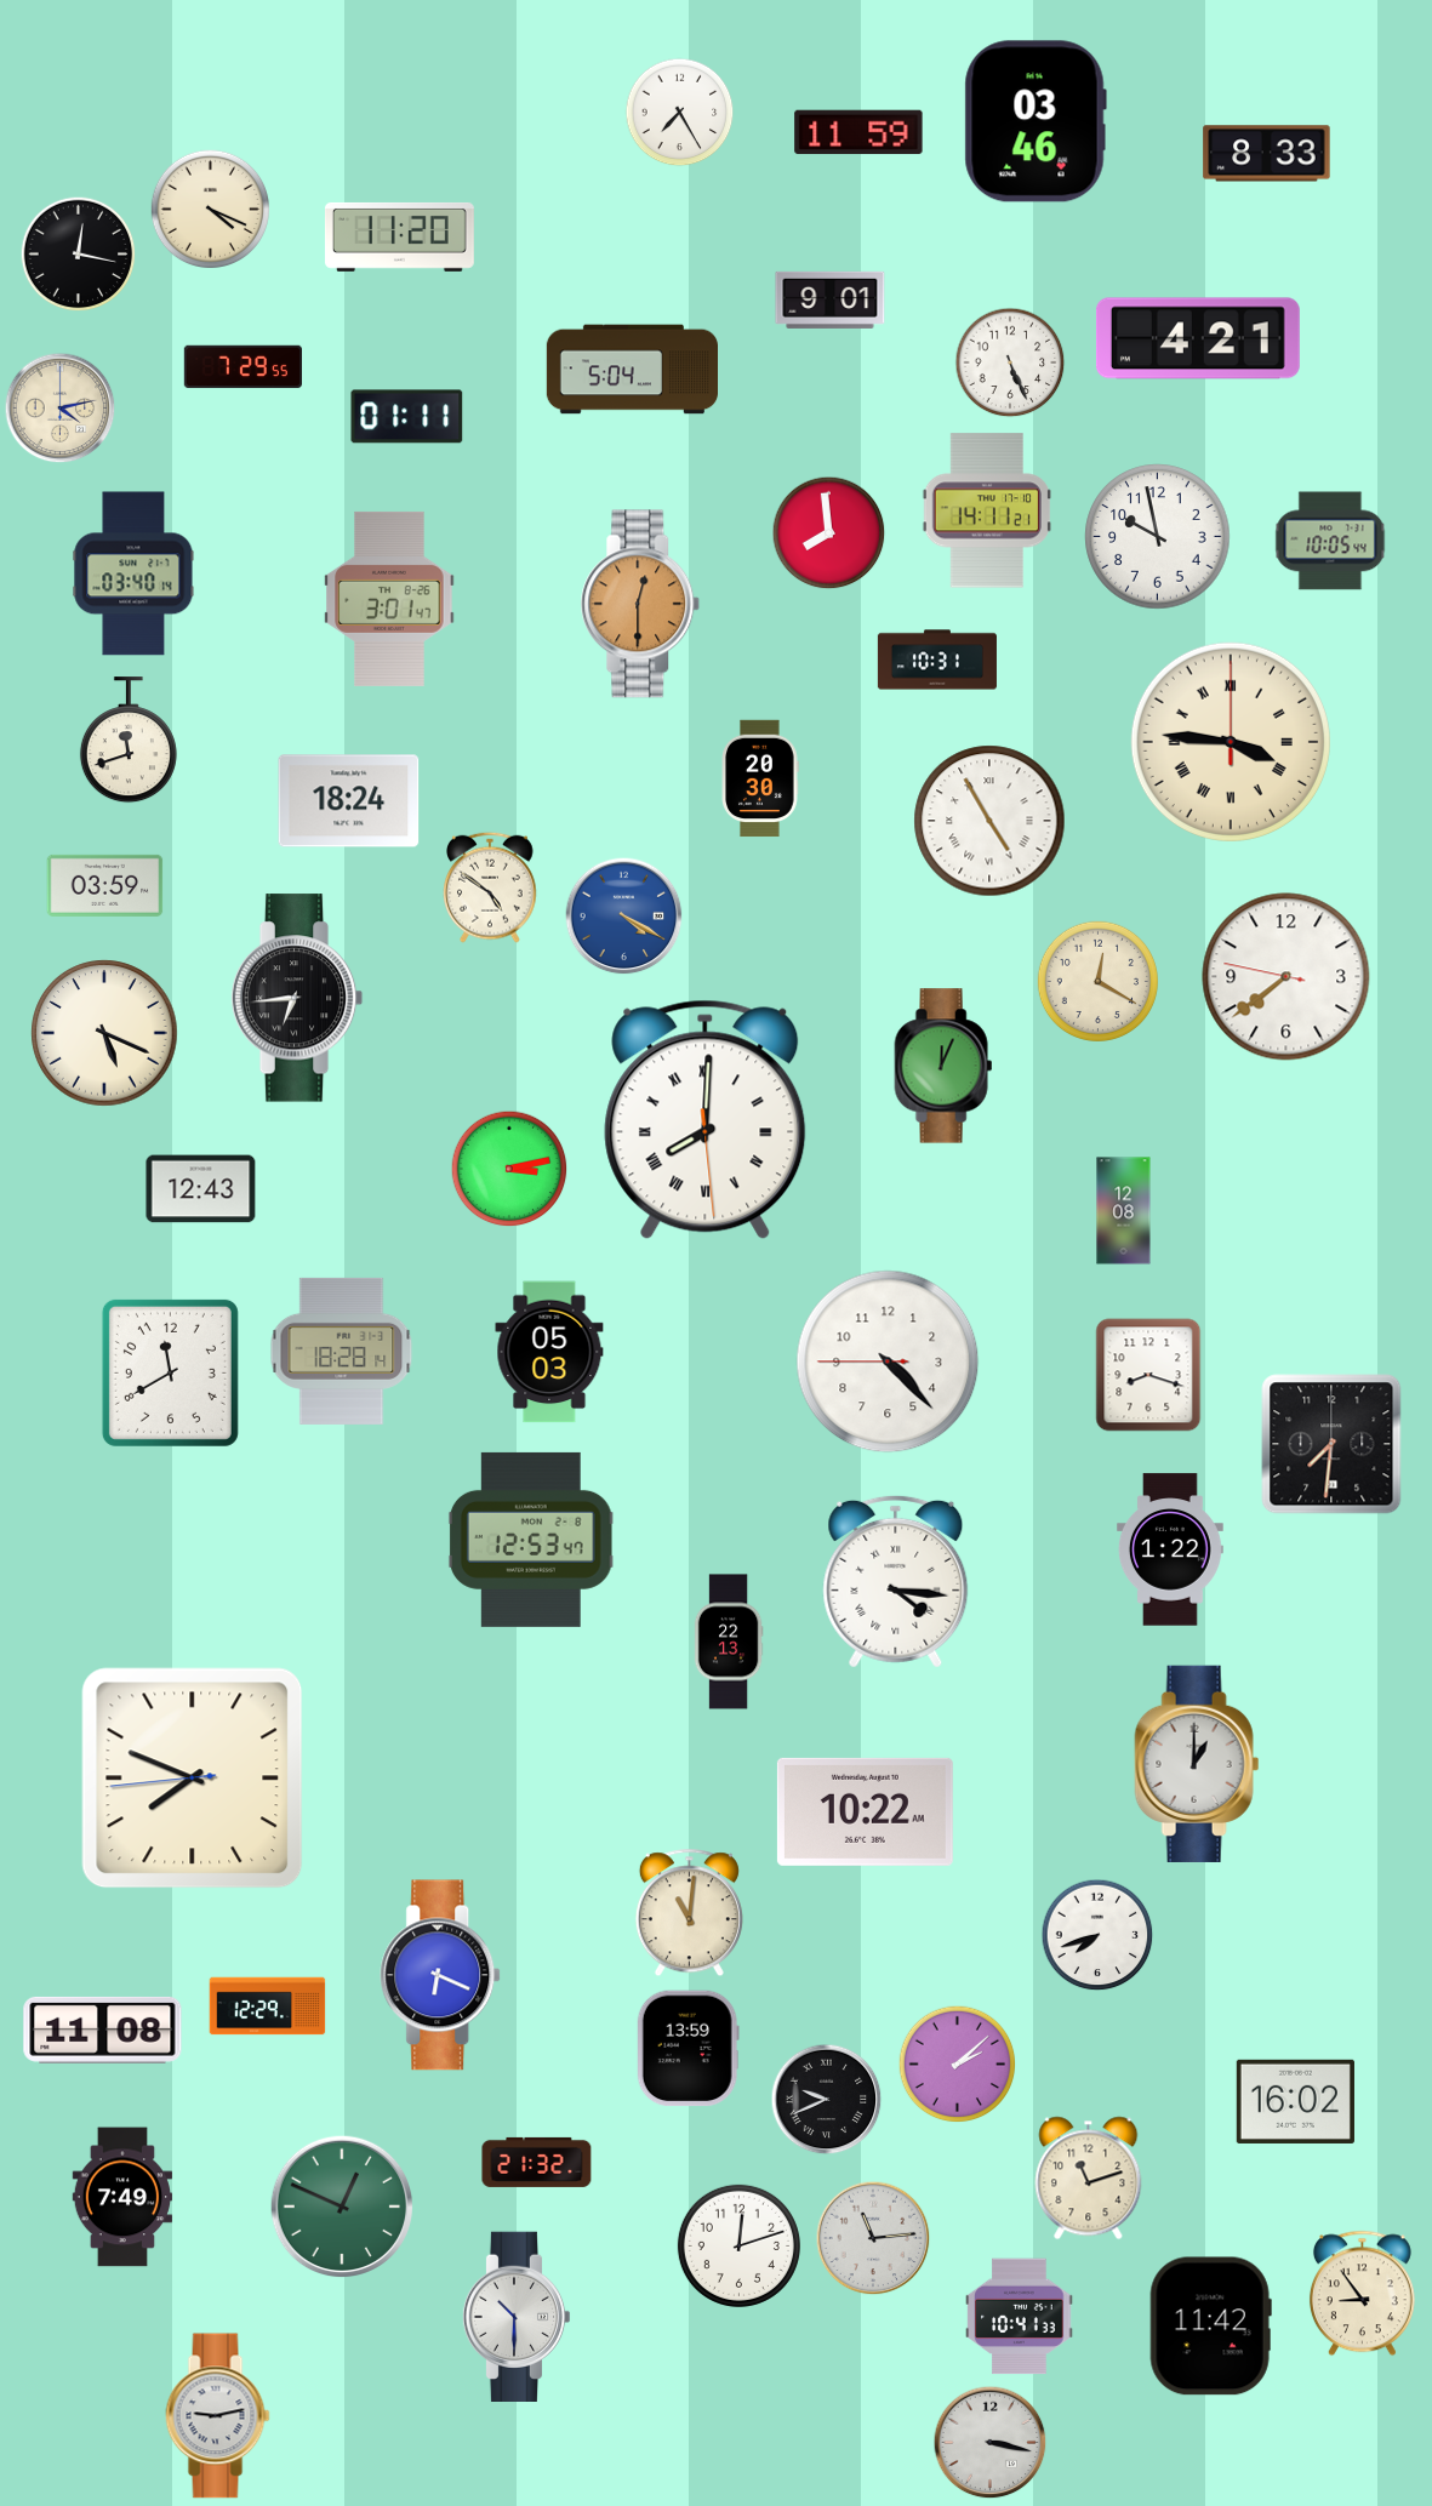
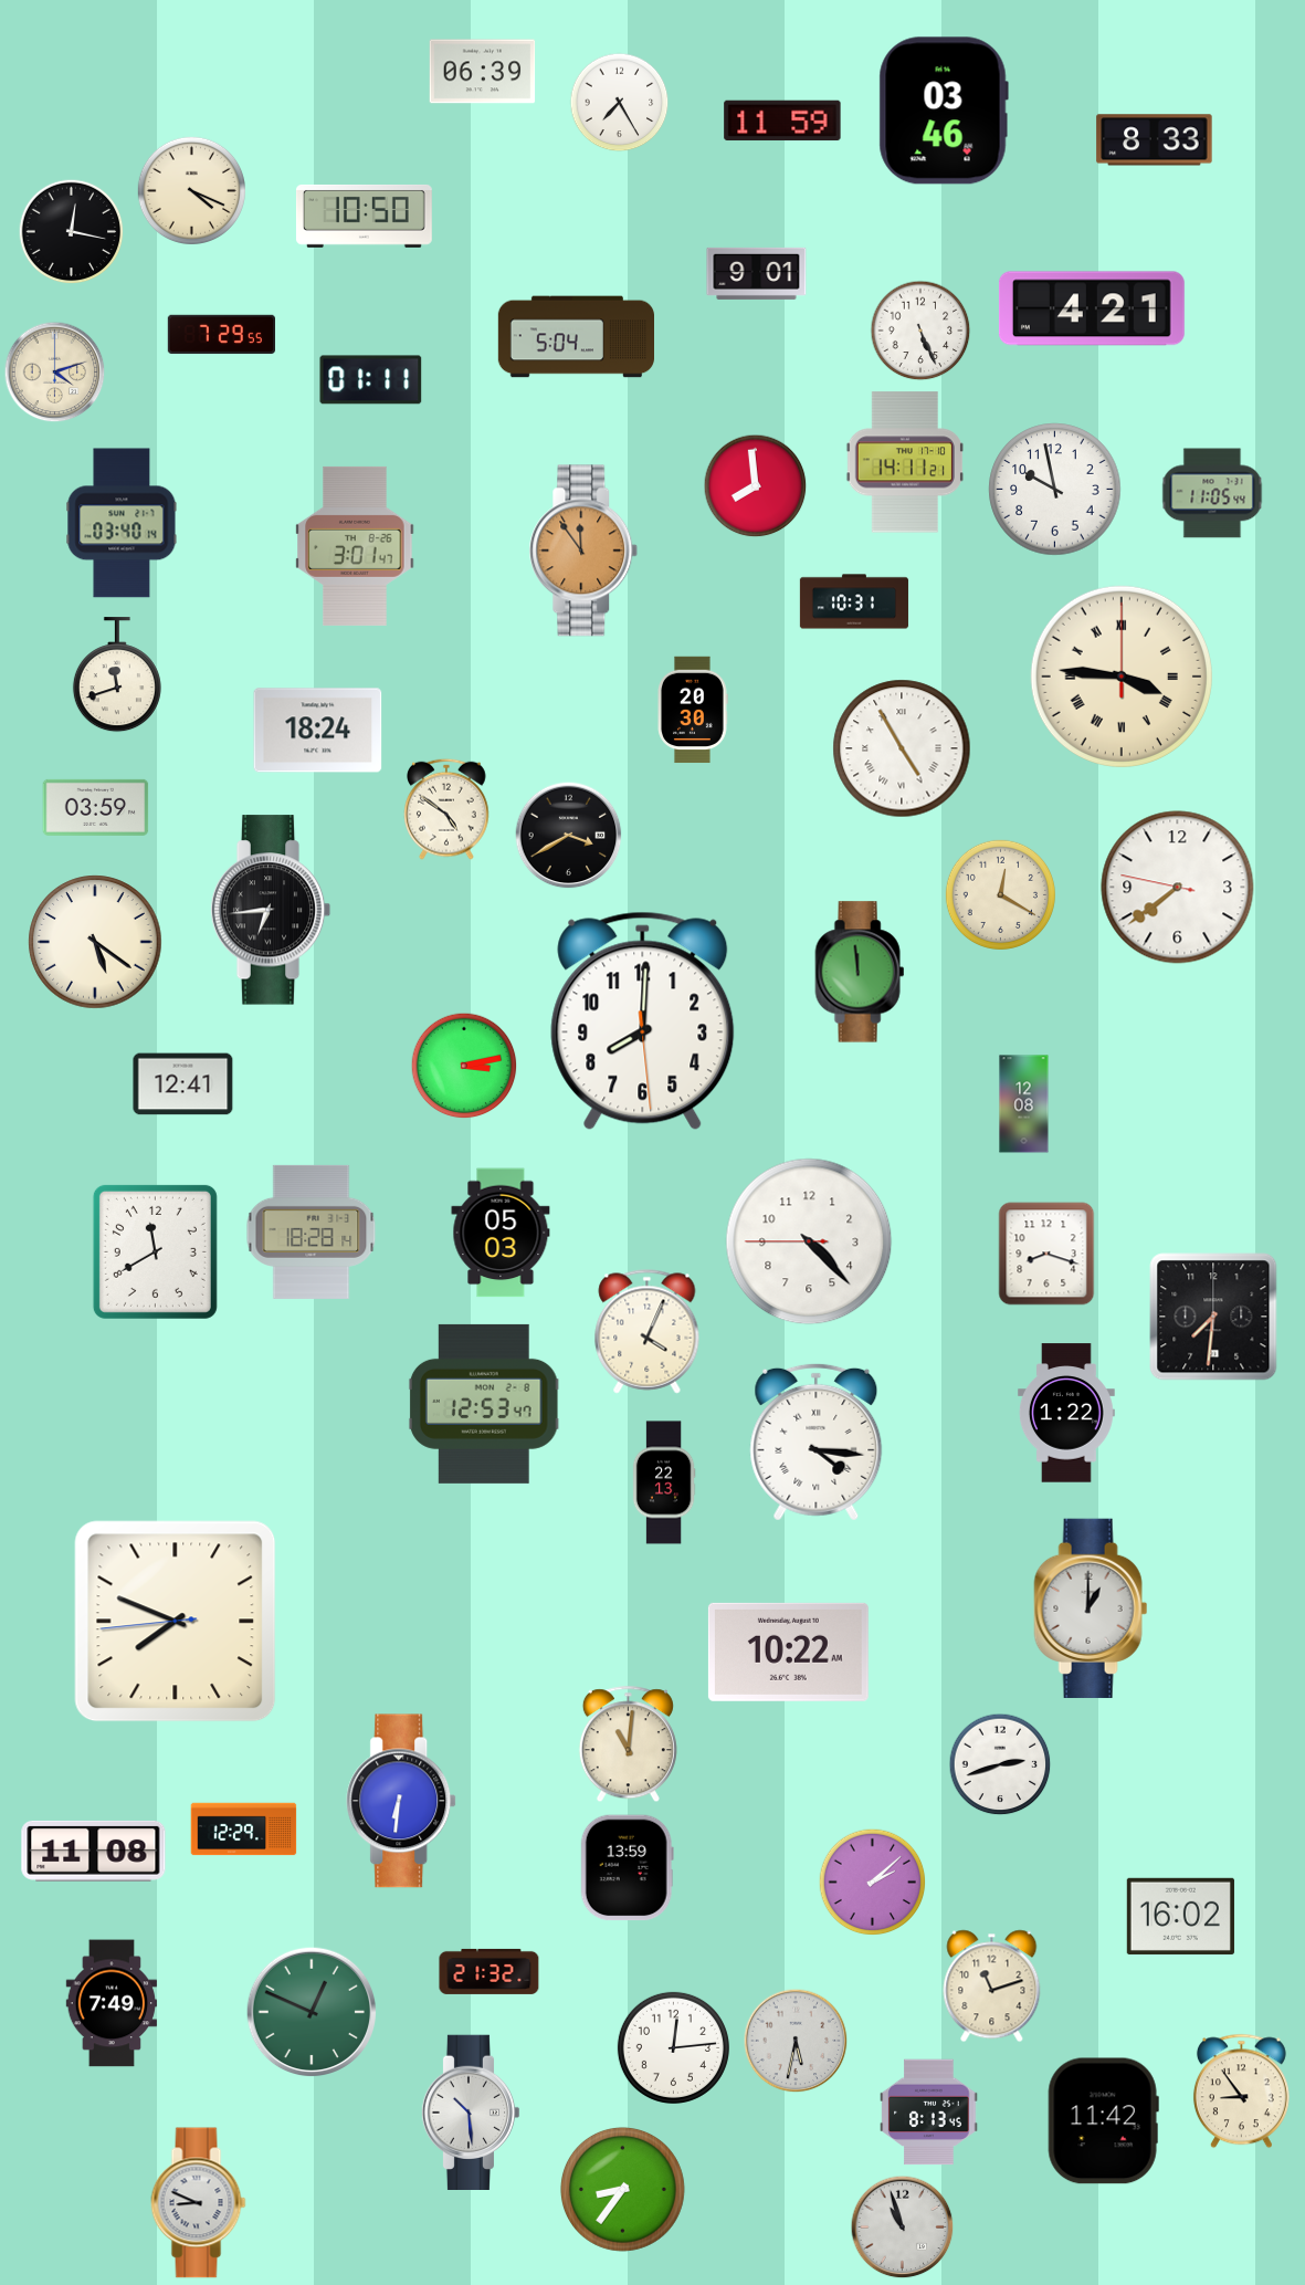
clock at (483, 72): none -> 06:39
clock at (399, 236): 11:20 -> 10:50
clock at (61, 409): 4:13 -> 4:12
clock at (987, 510) position: (987, 510) -> (905, 462)
clock at (1330, 541): 10:05 -> 11:05
clock at (640, 604): 12:30 -> 11:54
clock at (624, 917): 4:20 -> 3:40
clock at (624, 917) dial: blue -> black
clock at (1286, 977) position: (1286, 977) -> (1178, 888)
clock at (104, 1033): 5:19 -> 5:21
clock at (943, 1066): 12:04 -> 11:59
clock at (706, 1120) numerals: Roman -> Arabic
clock at (201, 1189): 12:43 -> 12:41
clock at (648, 1332): none -> 4:04
clock at (729, 1642) position: (729, 1642) -> (664, 1482)
clock at (1097, 1935): 7:42 -> 2:42
clock at (441, 1975): 6:19 -> 6:31
clock at (827, 2100): 9:41 -> none
clock at (873, 2238): 11:14 -> 5:32
clock at (738, 2245): 12:12 -> 12:14
clock at (517, 2316): 10:30 -> 10:29
clock at (1020, 2317): 10:41 -> 8:13
clock at (622, 2189): none -> 8:36
clock at (218, 2416): 9:13 -> 8:49
clock at (991, 2443): 3:17 -> 10:57
